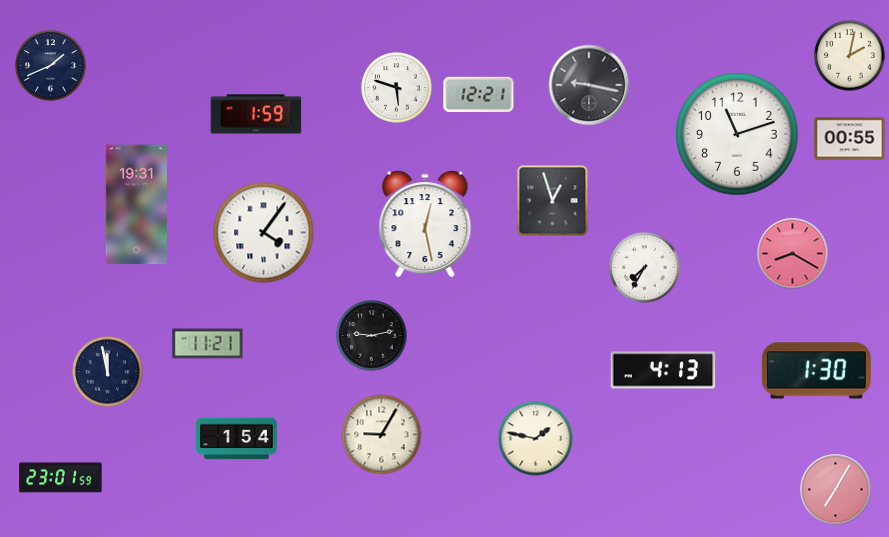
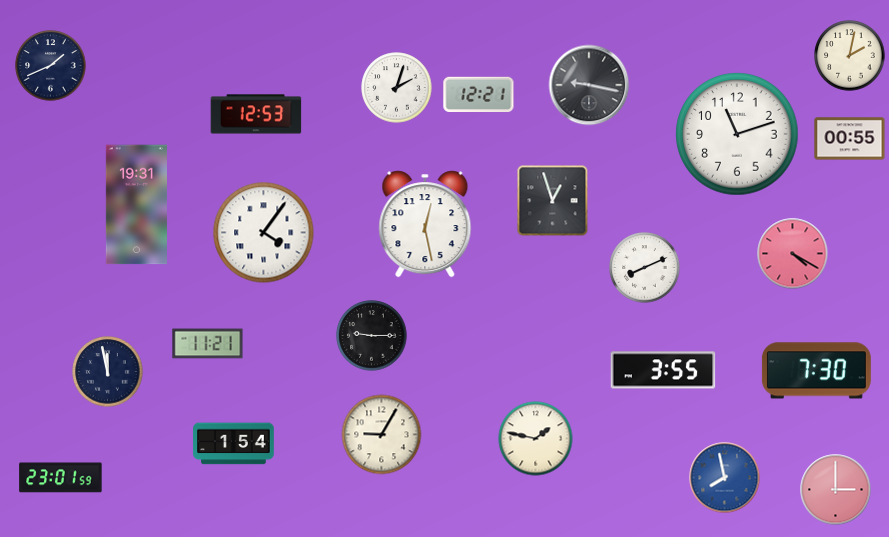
clock at (397, 88): 5:48 -> 2:03
clock at (256, 114): 1:59 -> 12:53
clock at (793, 254): 8:20 -> 4:20
clock at (645, 268): 7:35 -> 8:11
clock at (372, 336): 9:13 -> 9:15
clock at (663, 370): 4:13 -> 3:55
clock at (816, 371): 1:30 -> 7:30
clock at (237, 439) position: (237, 439) -> (234, 444)
clock at (725, 478): none -> 7:58
clock at (836, 490): 7:05 -> 3:00
